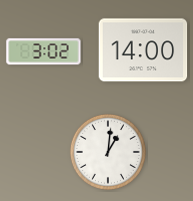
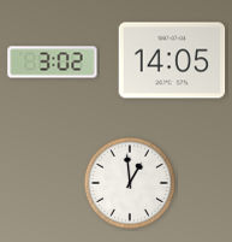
clock at (143, 50): 14:00 -> 14:05
clock at (108, 152): 1:01 -> 12:59
